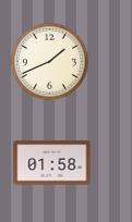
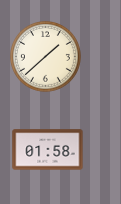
clock at (50, 62): 1:41 -> 1:38
